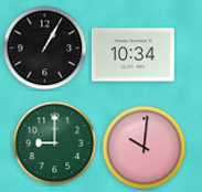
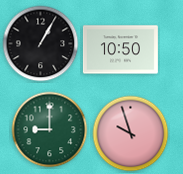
clock at (132, 55): 10:34 -> 10:50
clock at (145, 148): 10:01 -> 9:57
